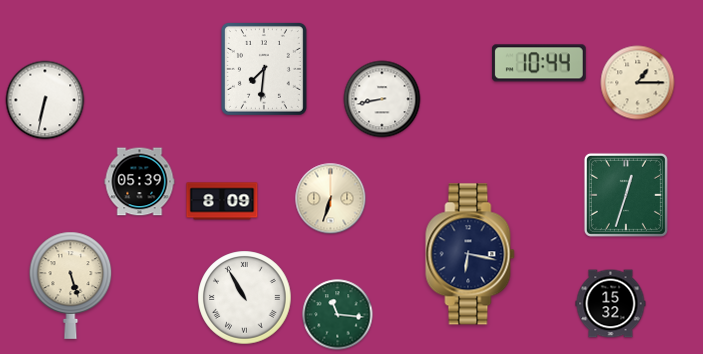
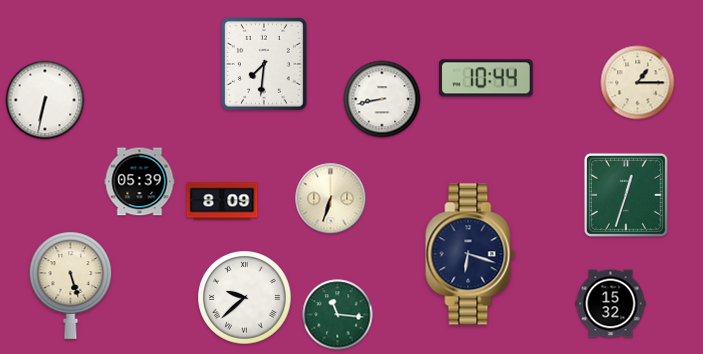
clock at (539, 63) position: (539, 63) -> (486, 78)
clock at (264, 69) position: (264, 69) -> (264, 64)
clock at (470, 254): 6:17 -> 6:18
clock at (245, 298): 10:55 -> 9:38
